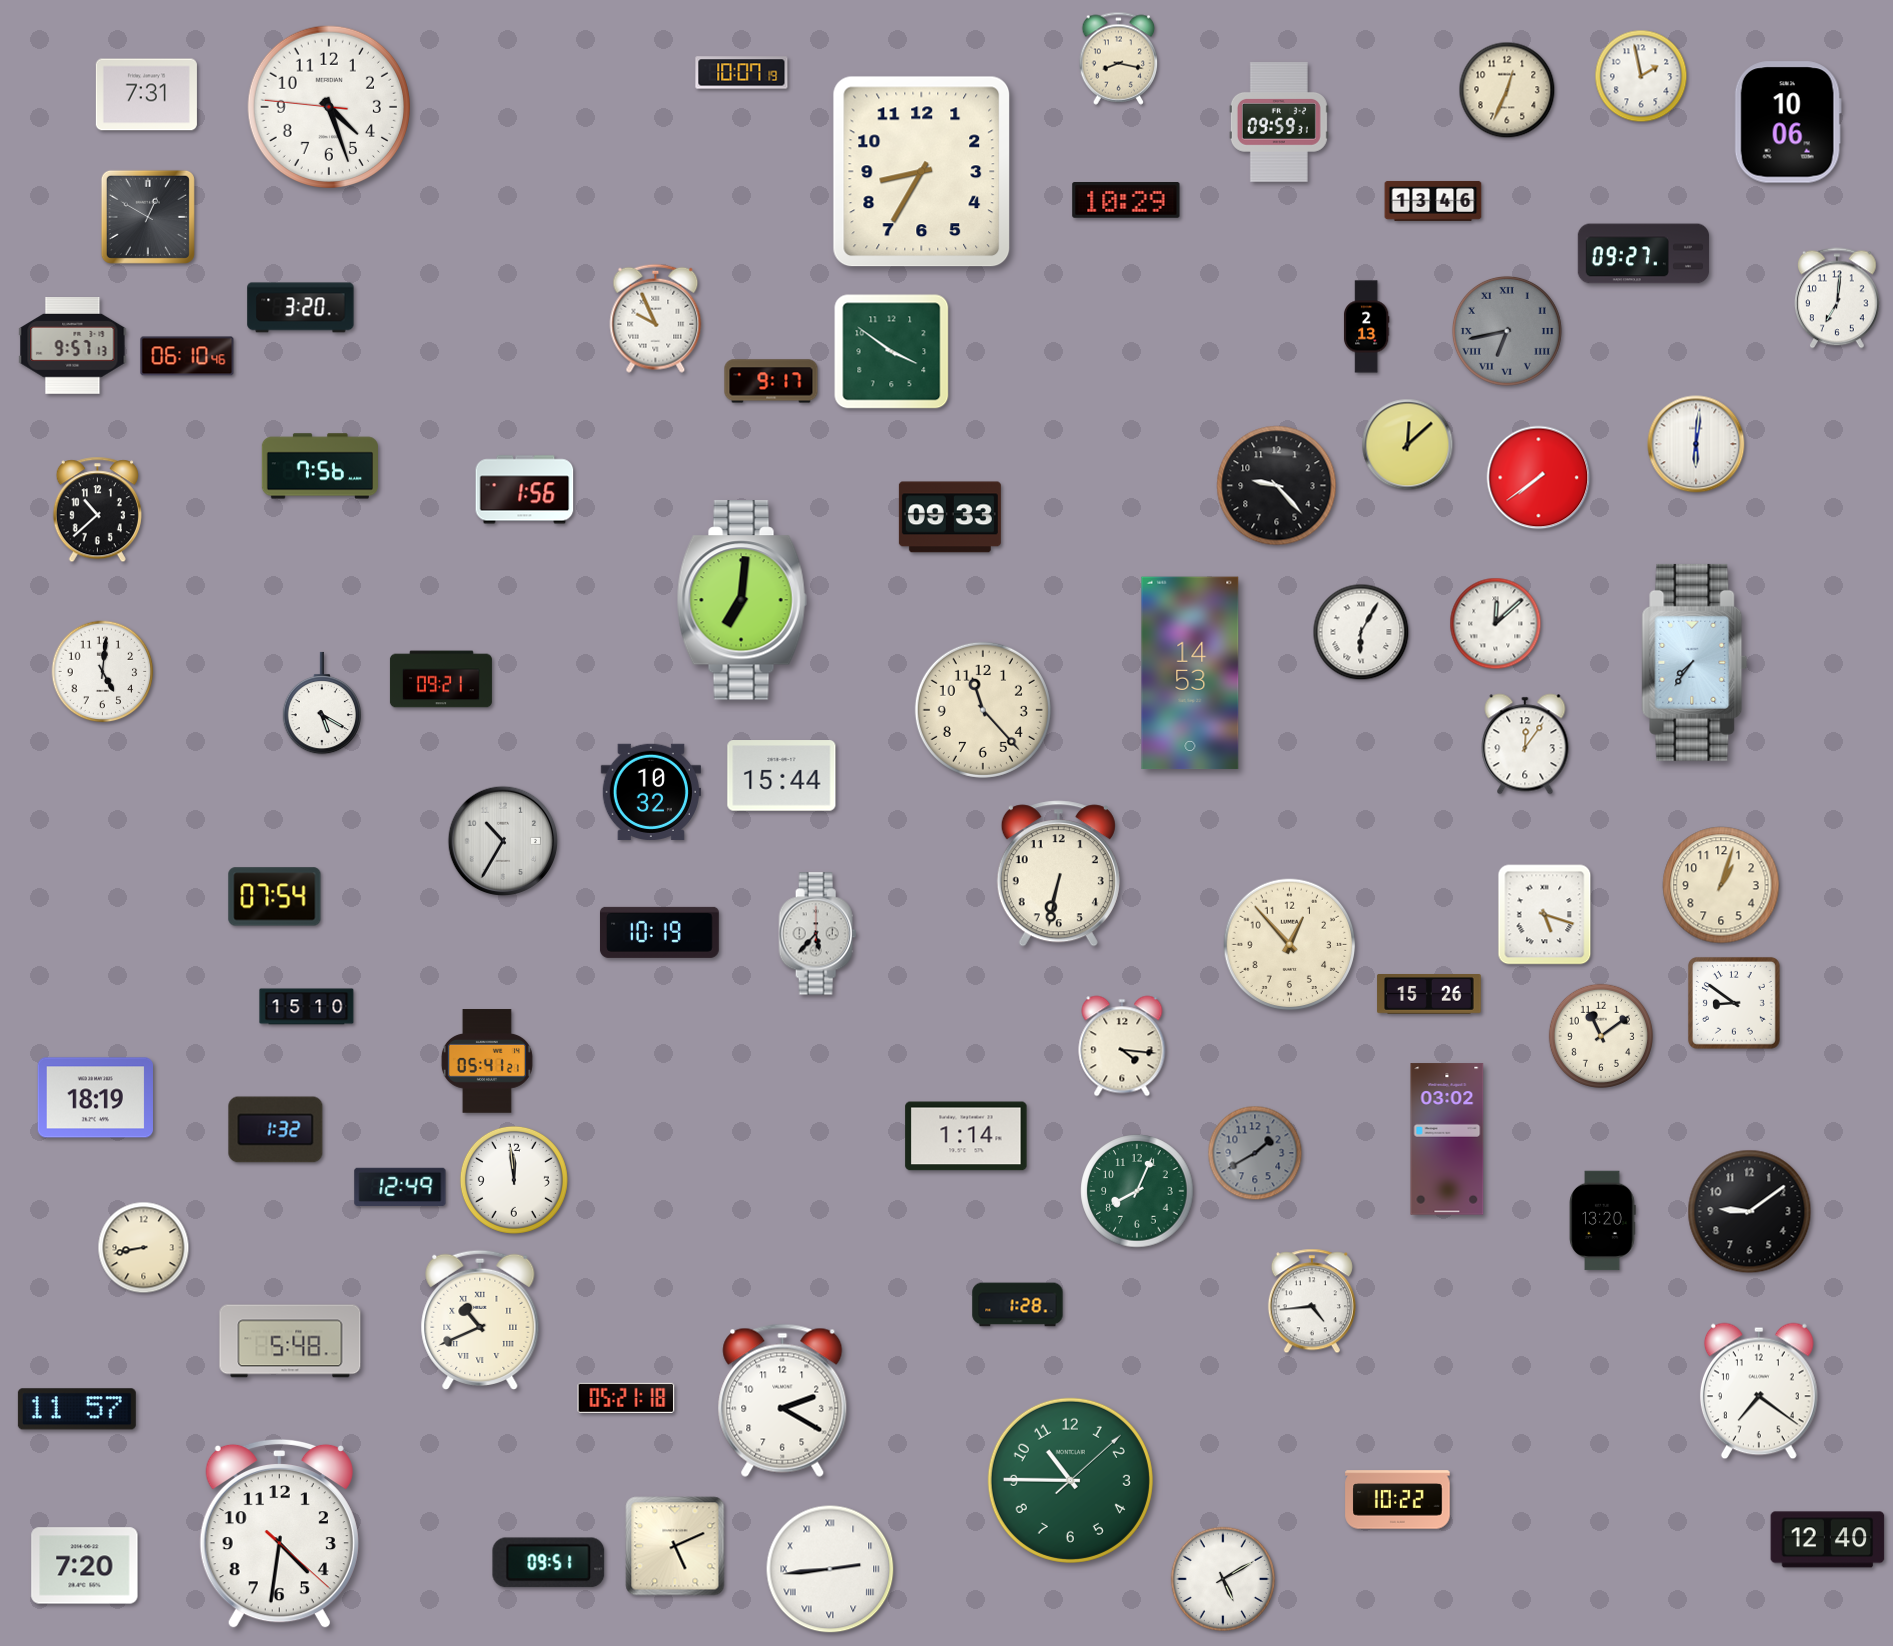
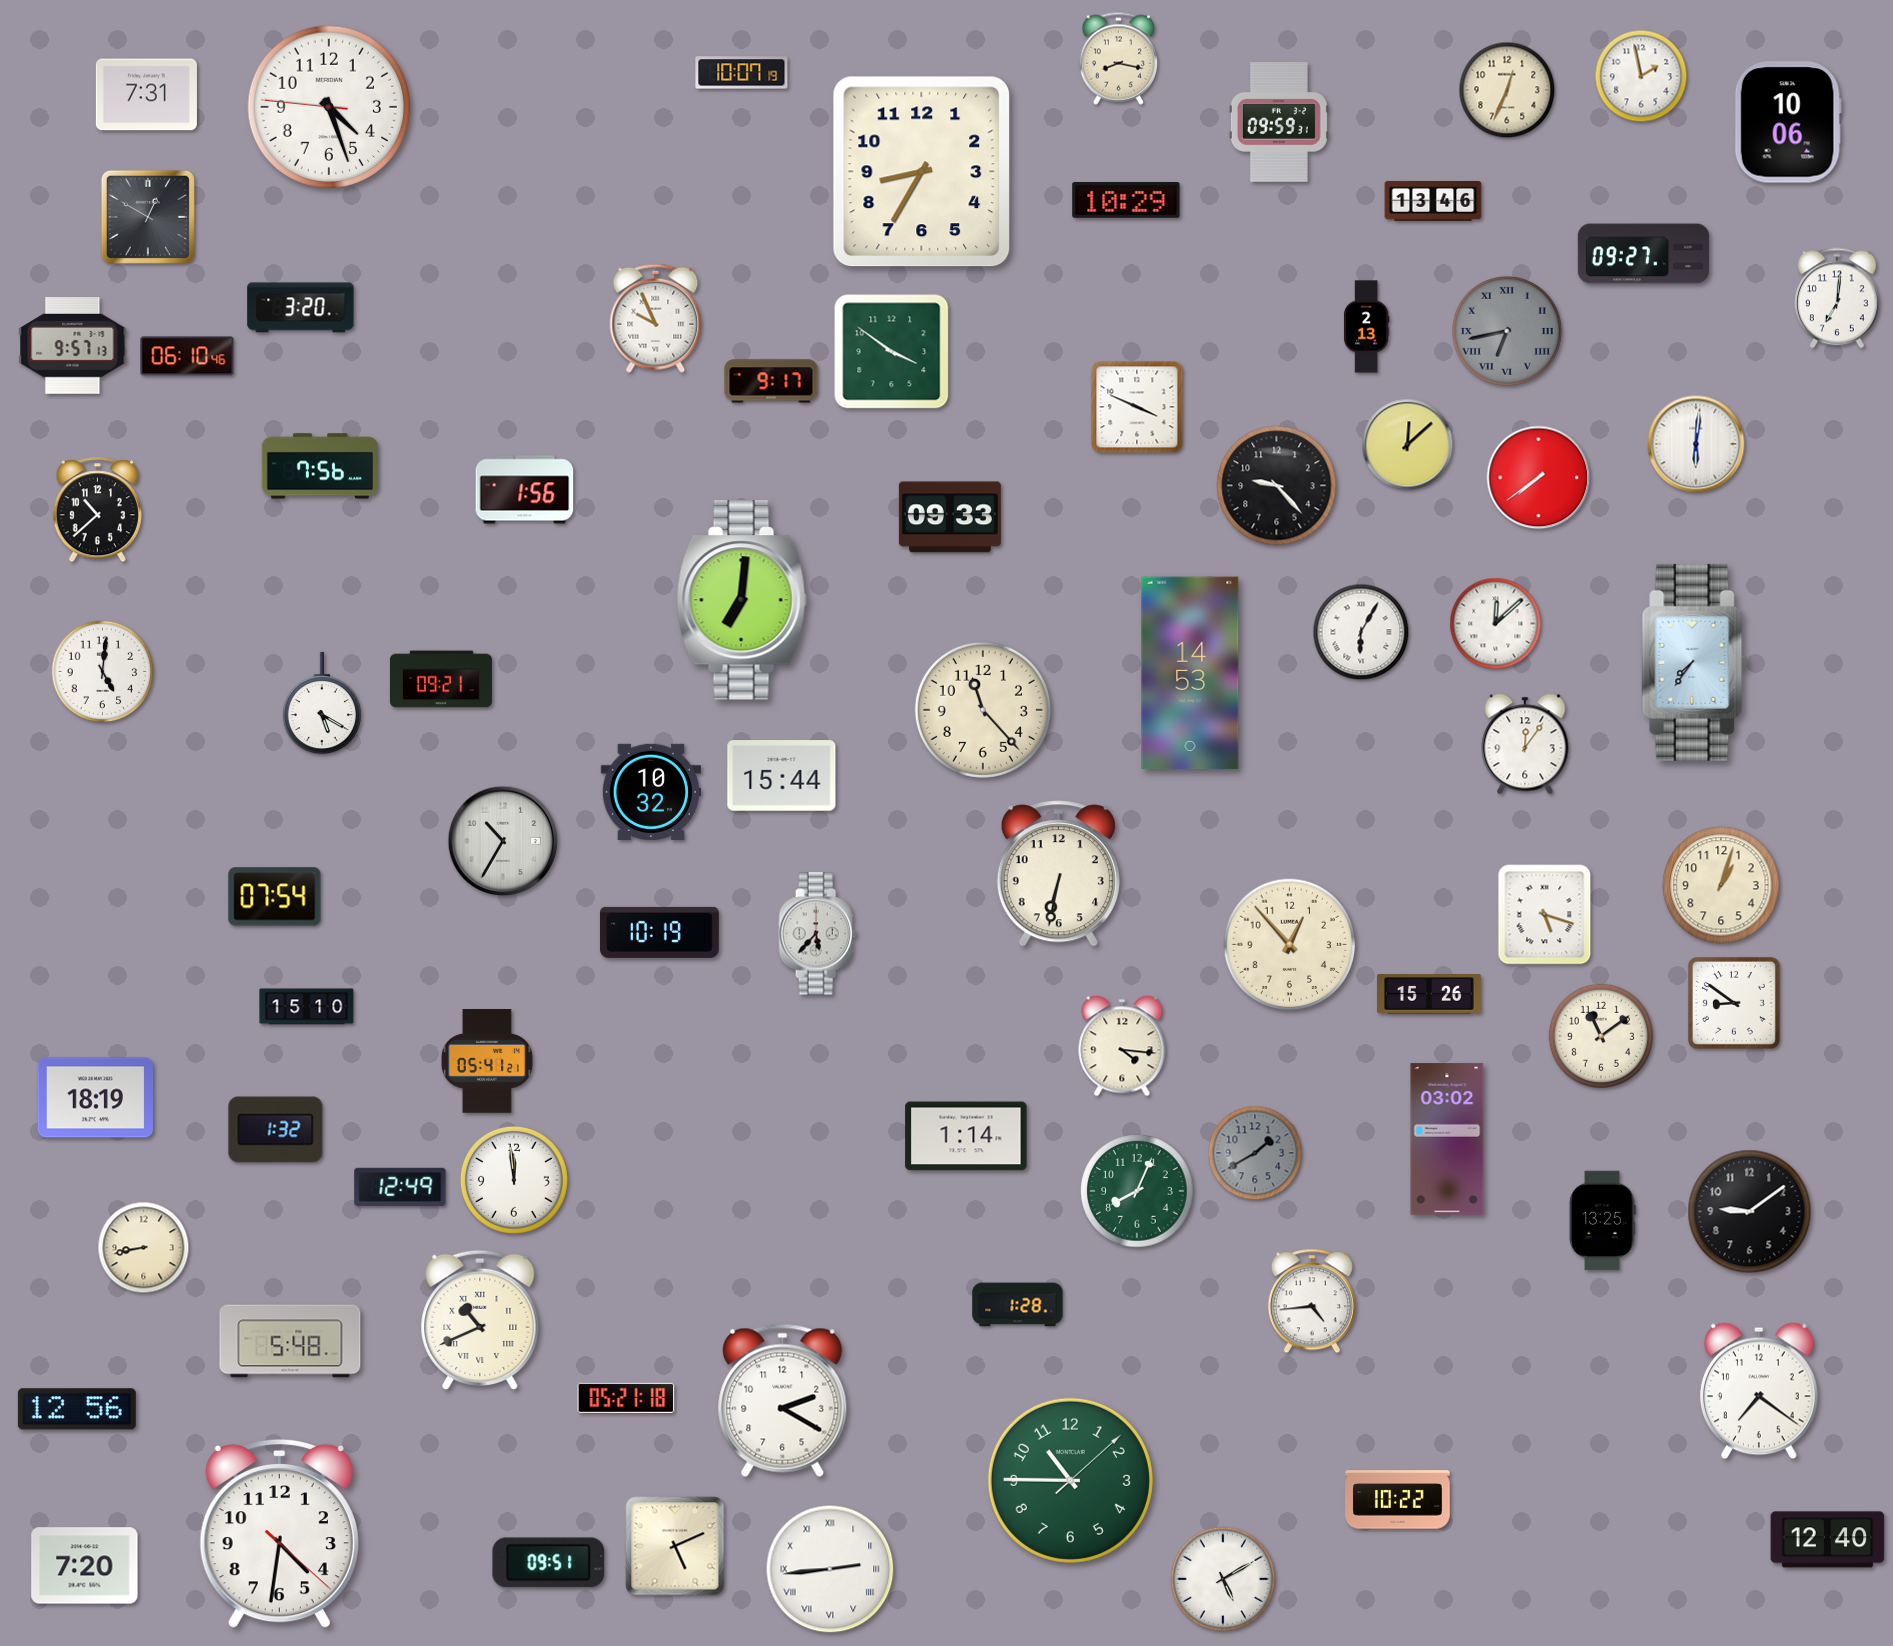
clock at (1137, 407): none -> 3:49
clock at (1602, 1221): 13:20 -> 13:25
clock at (77, 1409): 11:57 -> 12:56
